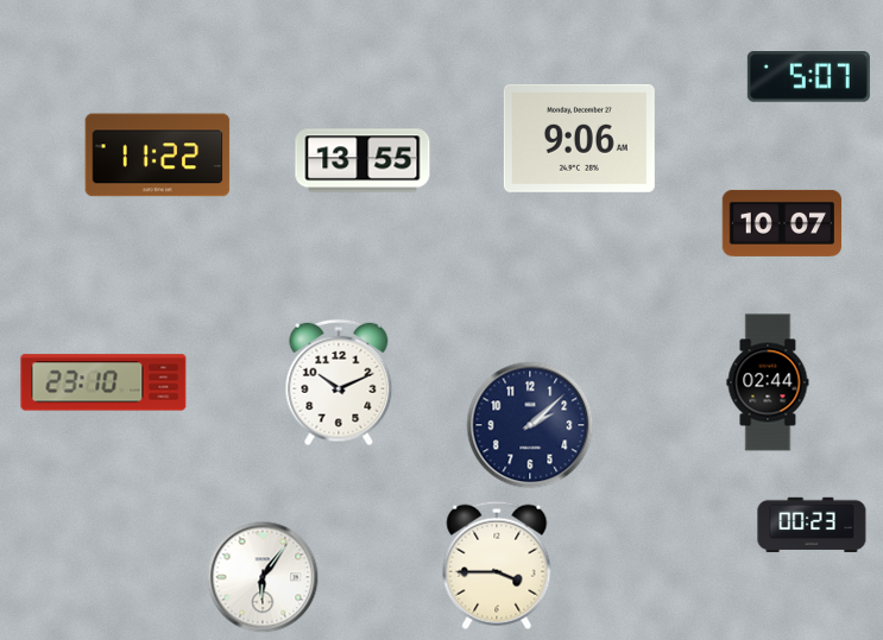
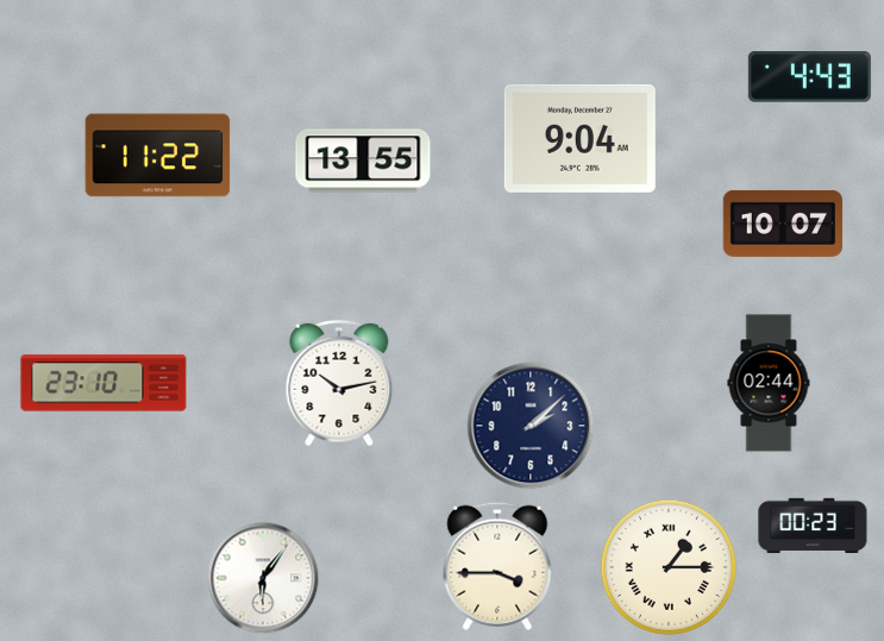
clock at (808, 77): 5:07 -> 4:43
clock at (579, 138): 9:06 -> 9:04
clock at (339, 382): 10:11 -> 10:13
clock at (669, 567): none -> 1:15
